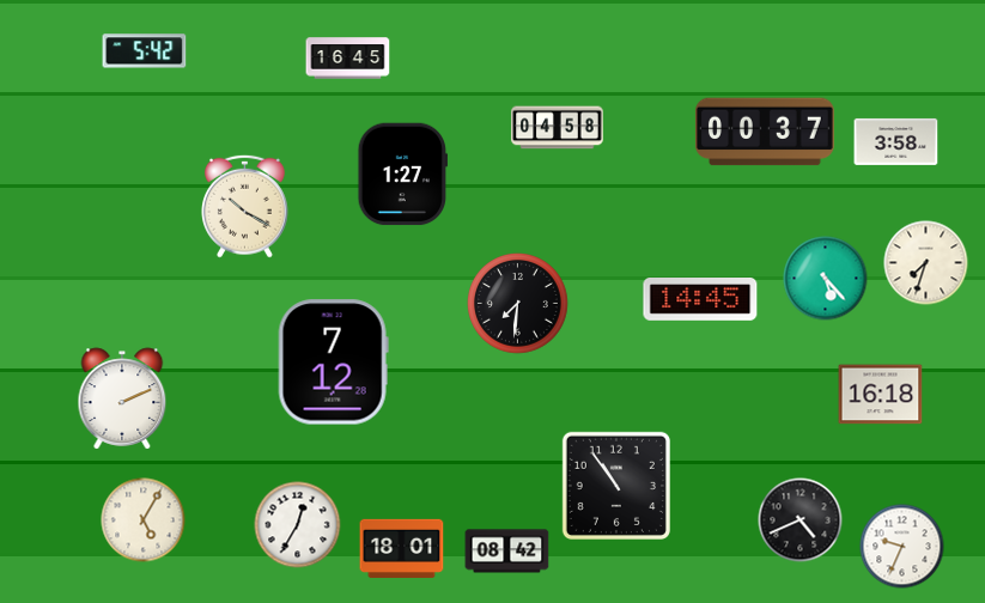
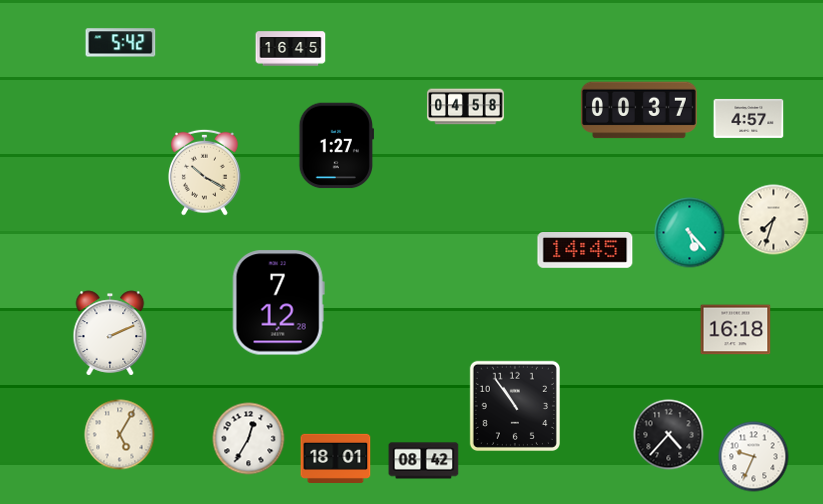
clock at (896, 141): 3:58 -> 4:57
clock at (518, 304): 7:31 -> none
clock at (122, 398) position: (122, 398) -> (110, 333)
clock at (801, 520): 4:41 -> 4:37
